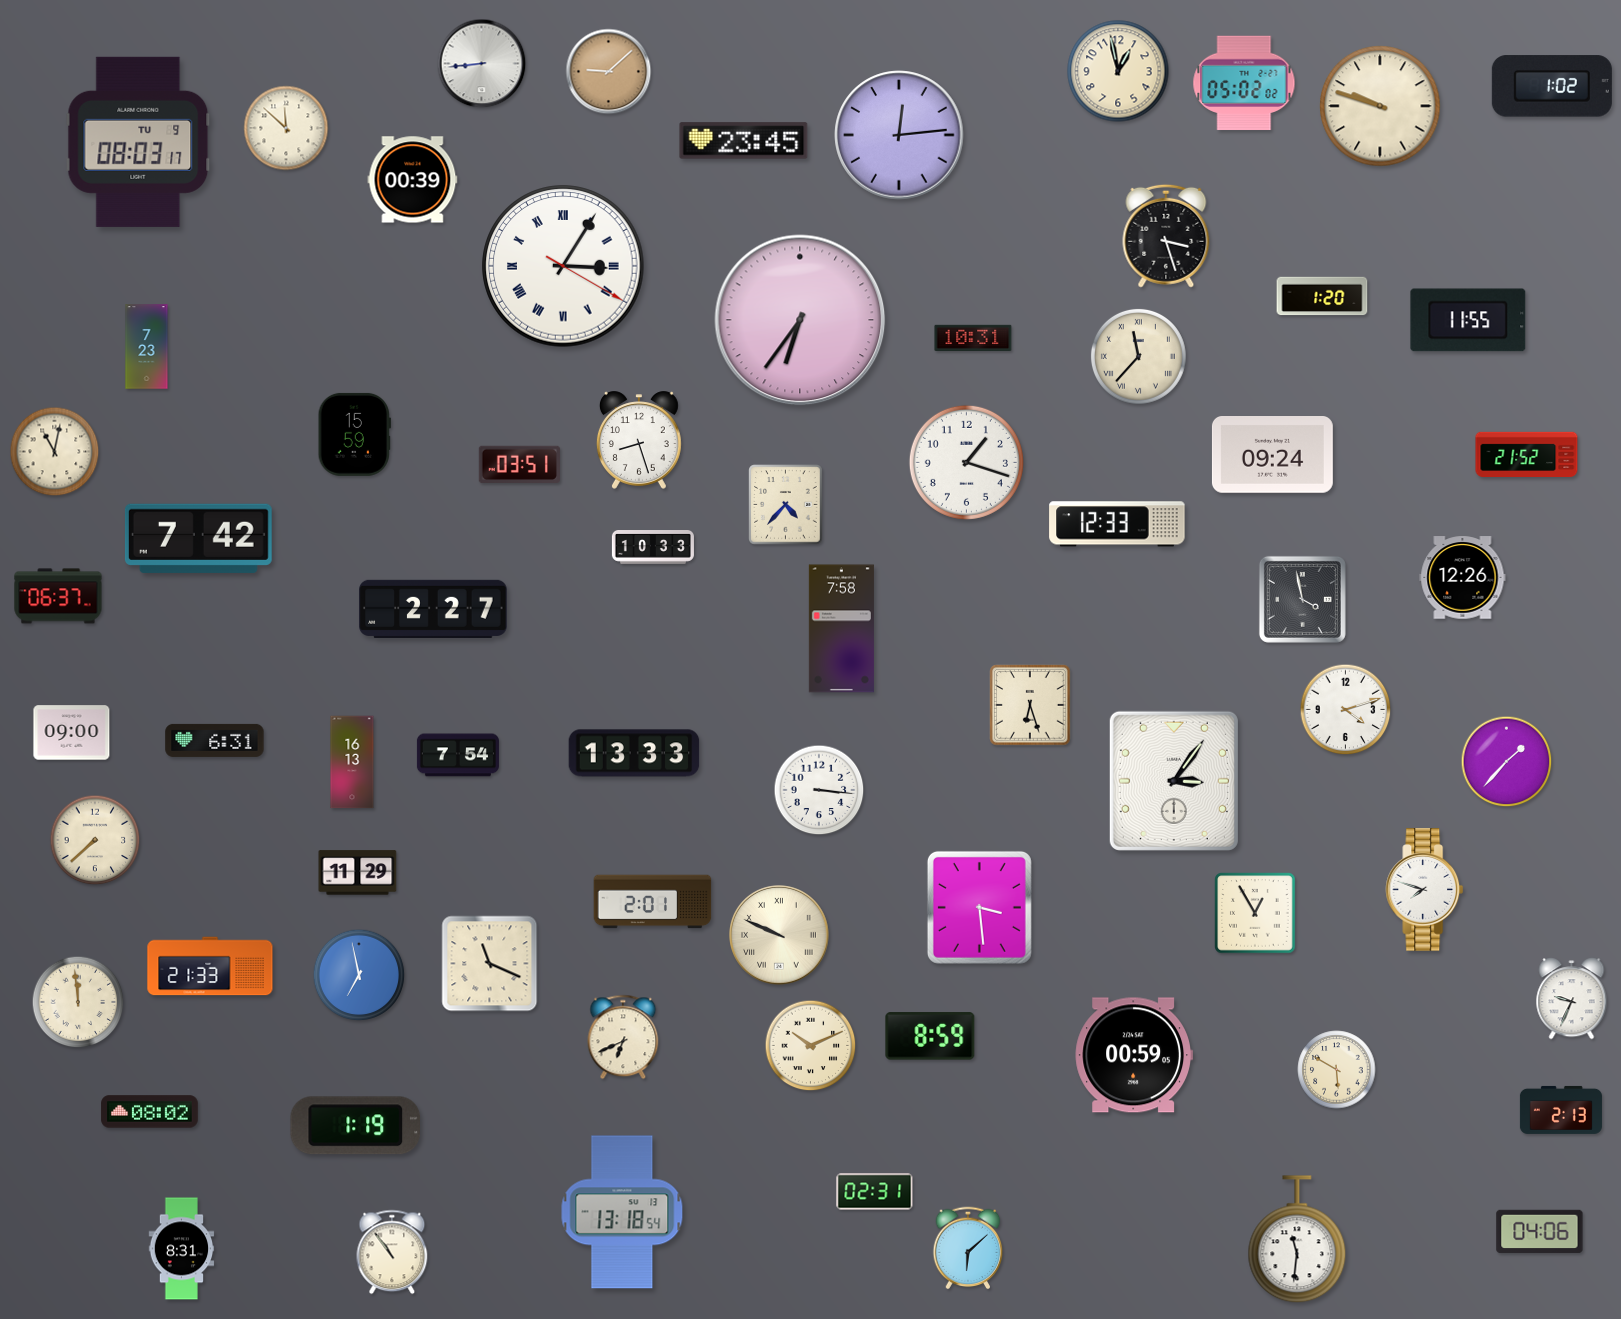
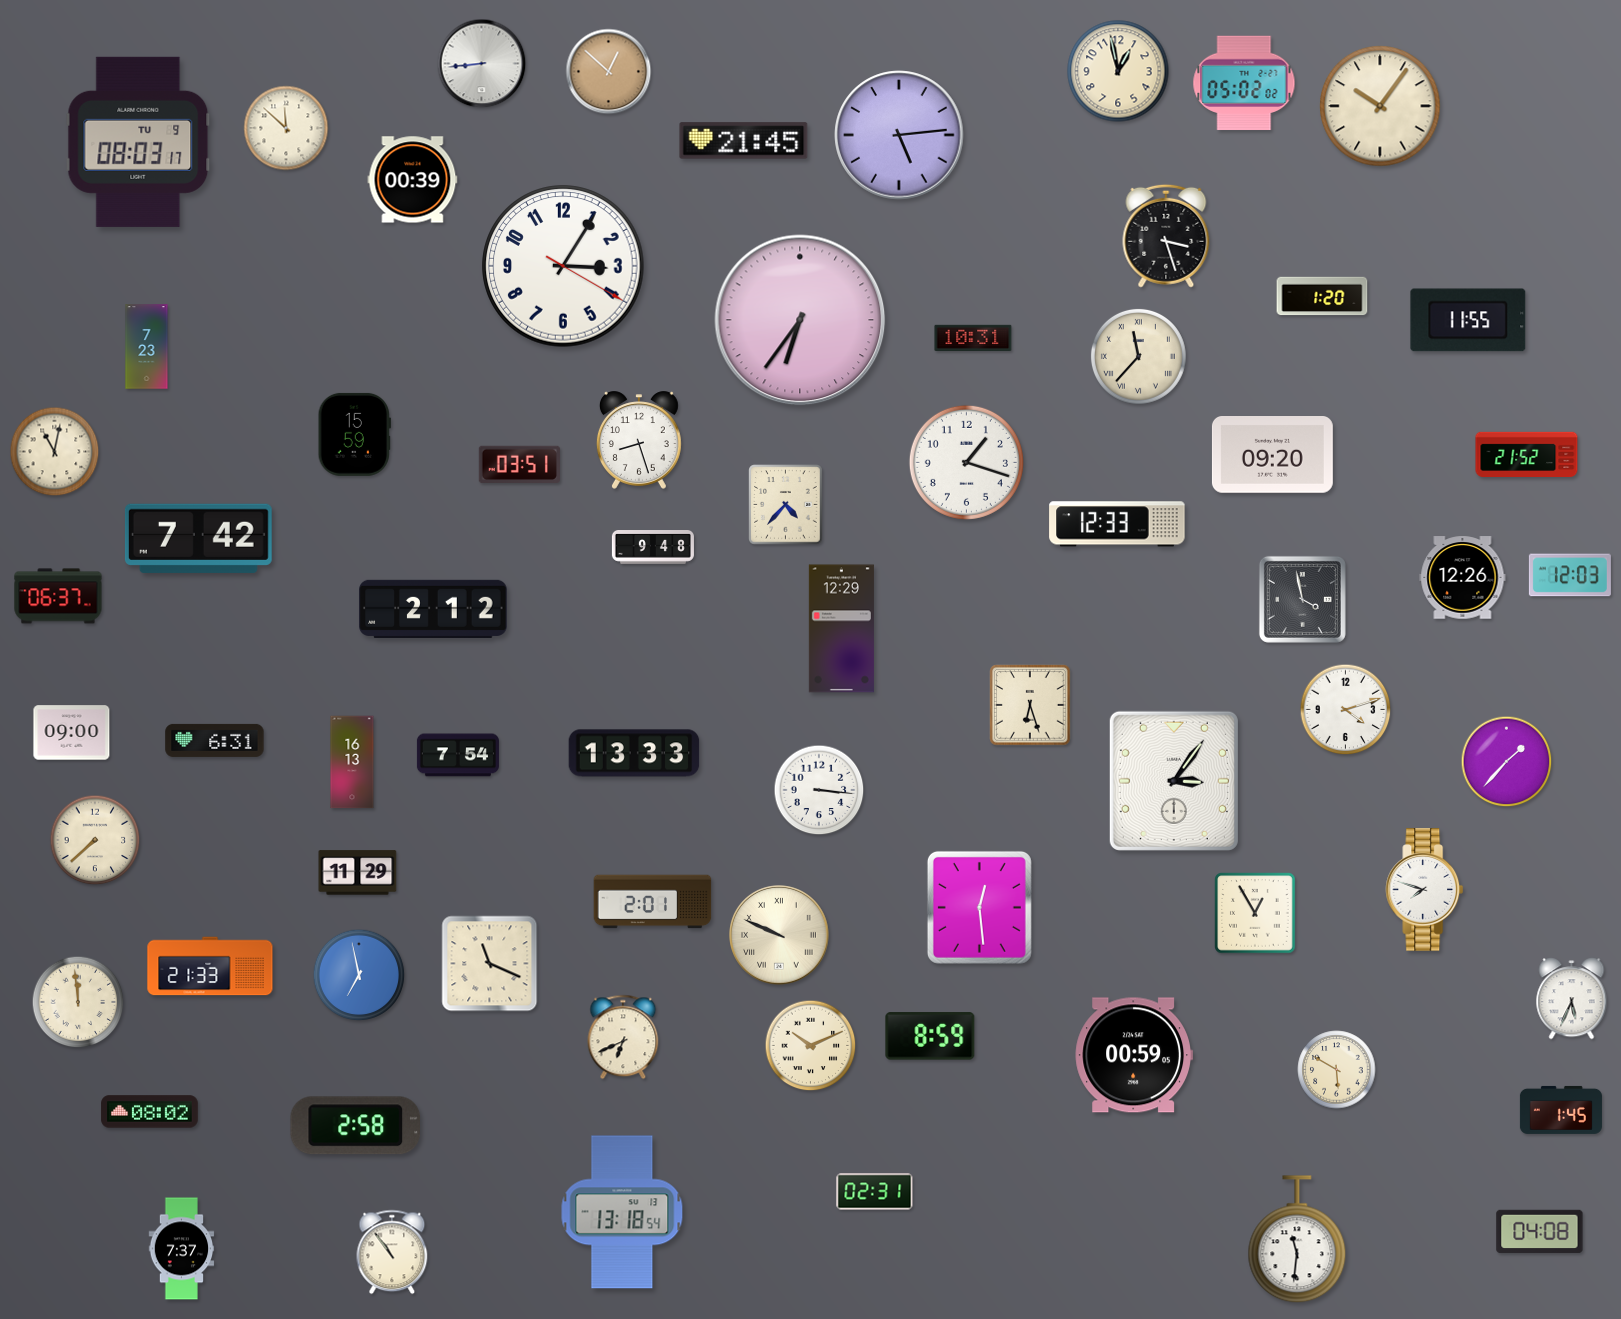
clock at (609, 72): 9:08 -> 12:52
clock at (1552, 86): 1:02 -> none
clock at (1380, 106): 9:48 -> 10:06
clock at (899, 135): 12:14 -> 5:14
clock at (744, 141): 23:45 -> 21:45
clock at (563, 266) numerals: Roman -> Arabic
clock at (1272, 455): 09:24 -> 09:20
clock at (653, 548): 10:33 -> 9:48
clock at (1570, 575): none -> 12:03
clock at (433, 609): 2:27 -> 2:12
clock at (841, 629): 7:58 -> 12:29
clock at (979, 907): 3:29 -> 12:29
clock at (1572, 999): 9:34 -> 5:34
clock at (1561, 1110): 2:13 -> 1:45
clock at (355, 1126): 1:19 -> 2:58
clock at (1540, 1232): 04:06 -> 04:08
clock at (968, 1248): 6:08 -> none
clock at (182, 1249): 8:31 -> 7:37
